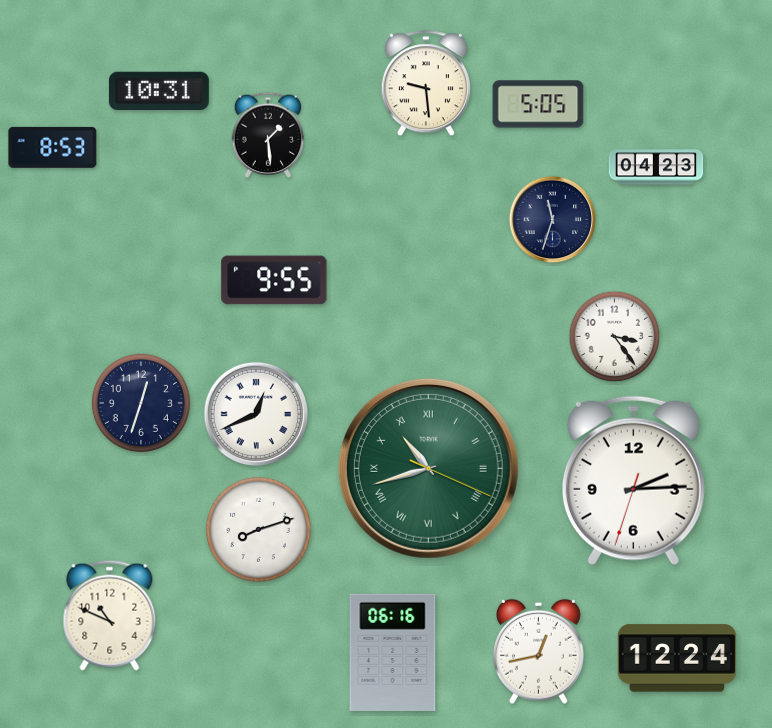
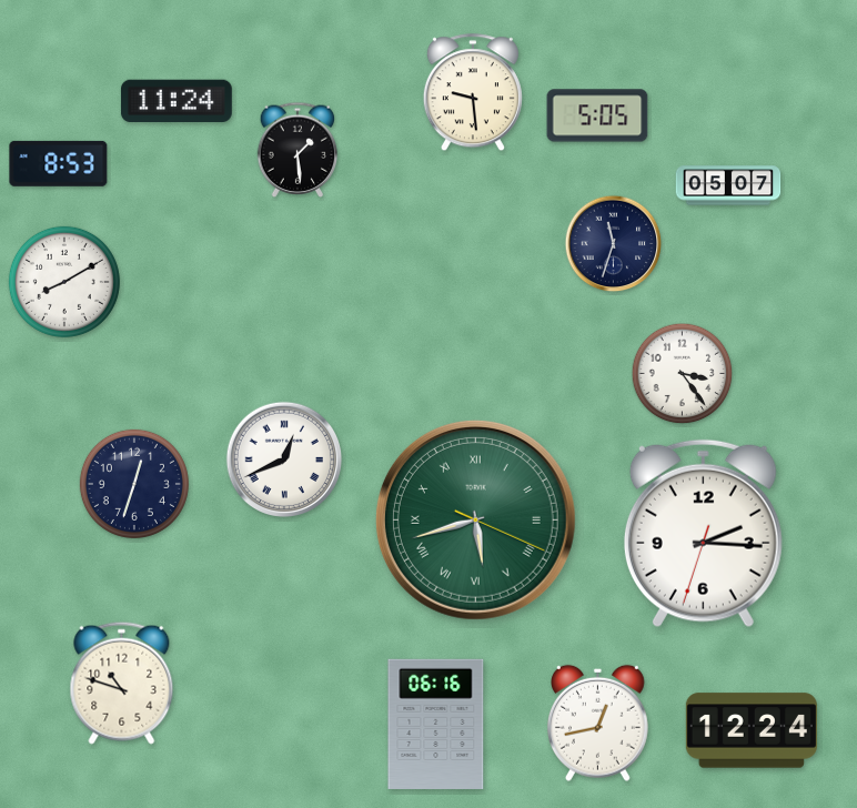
clock at (159, 91): 10:31 -> 11:24
clock at (656, 167): 04:23 -> 05:07
clock at (64, 282): none -> 8:10
clock at (274, 280): 9:55 -> none
clock at (141, 403) position: (141, 403) -> (134, 484)
clock at (428, 468): 10:42 -> 5:42
clock at (633, 481): 2:14 -> 2:15
clock at (258, 529): 8:12 -> none
clock at (110, 615): 10:49 -> 10:48
